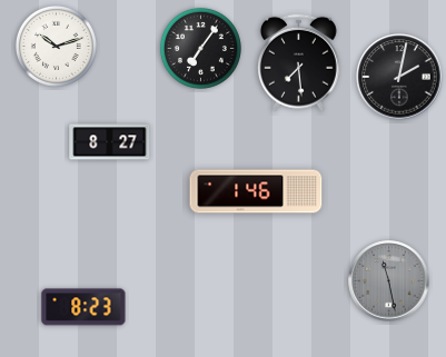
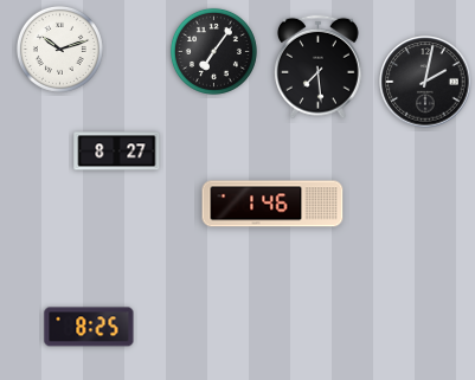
clock at (389, 281): 11:28 -> none
clock at (83, 307): 8:23 -> 8:25
